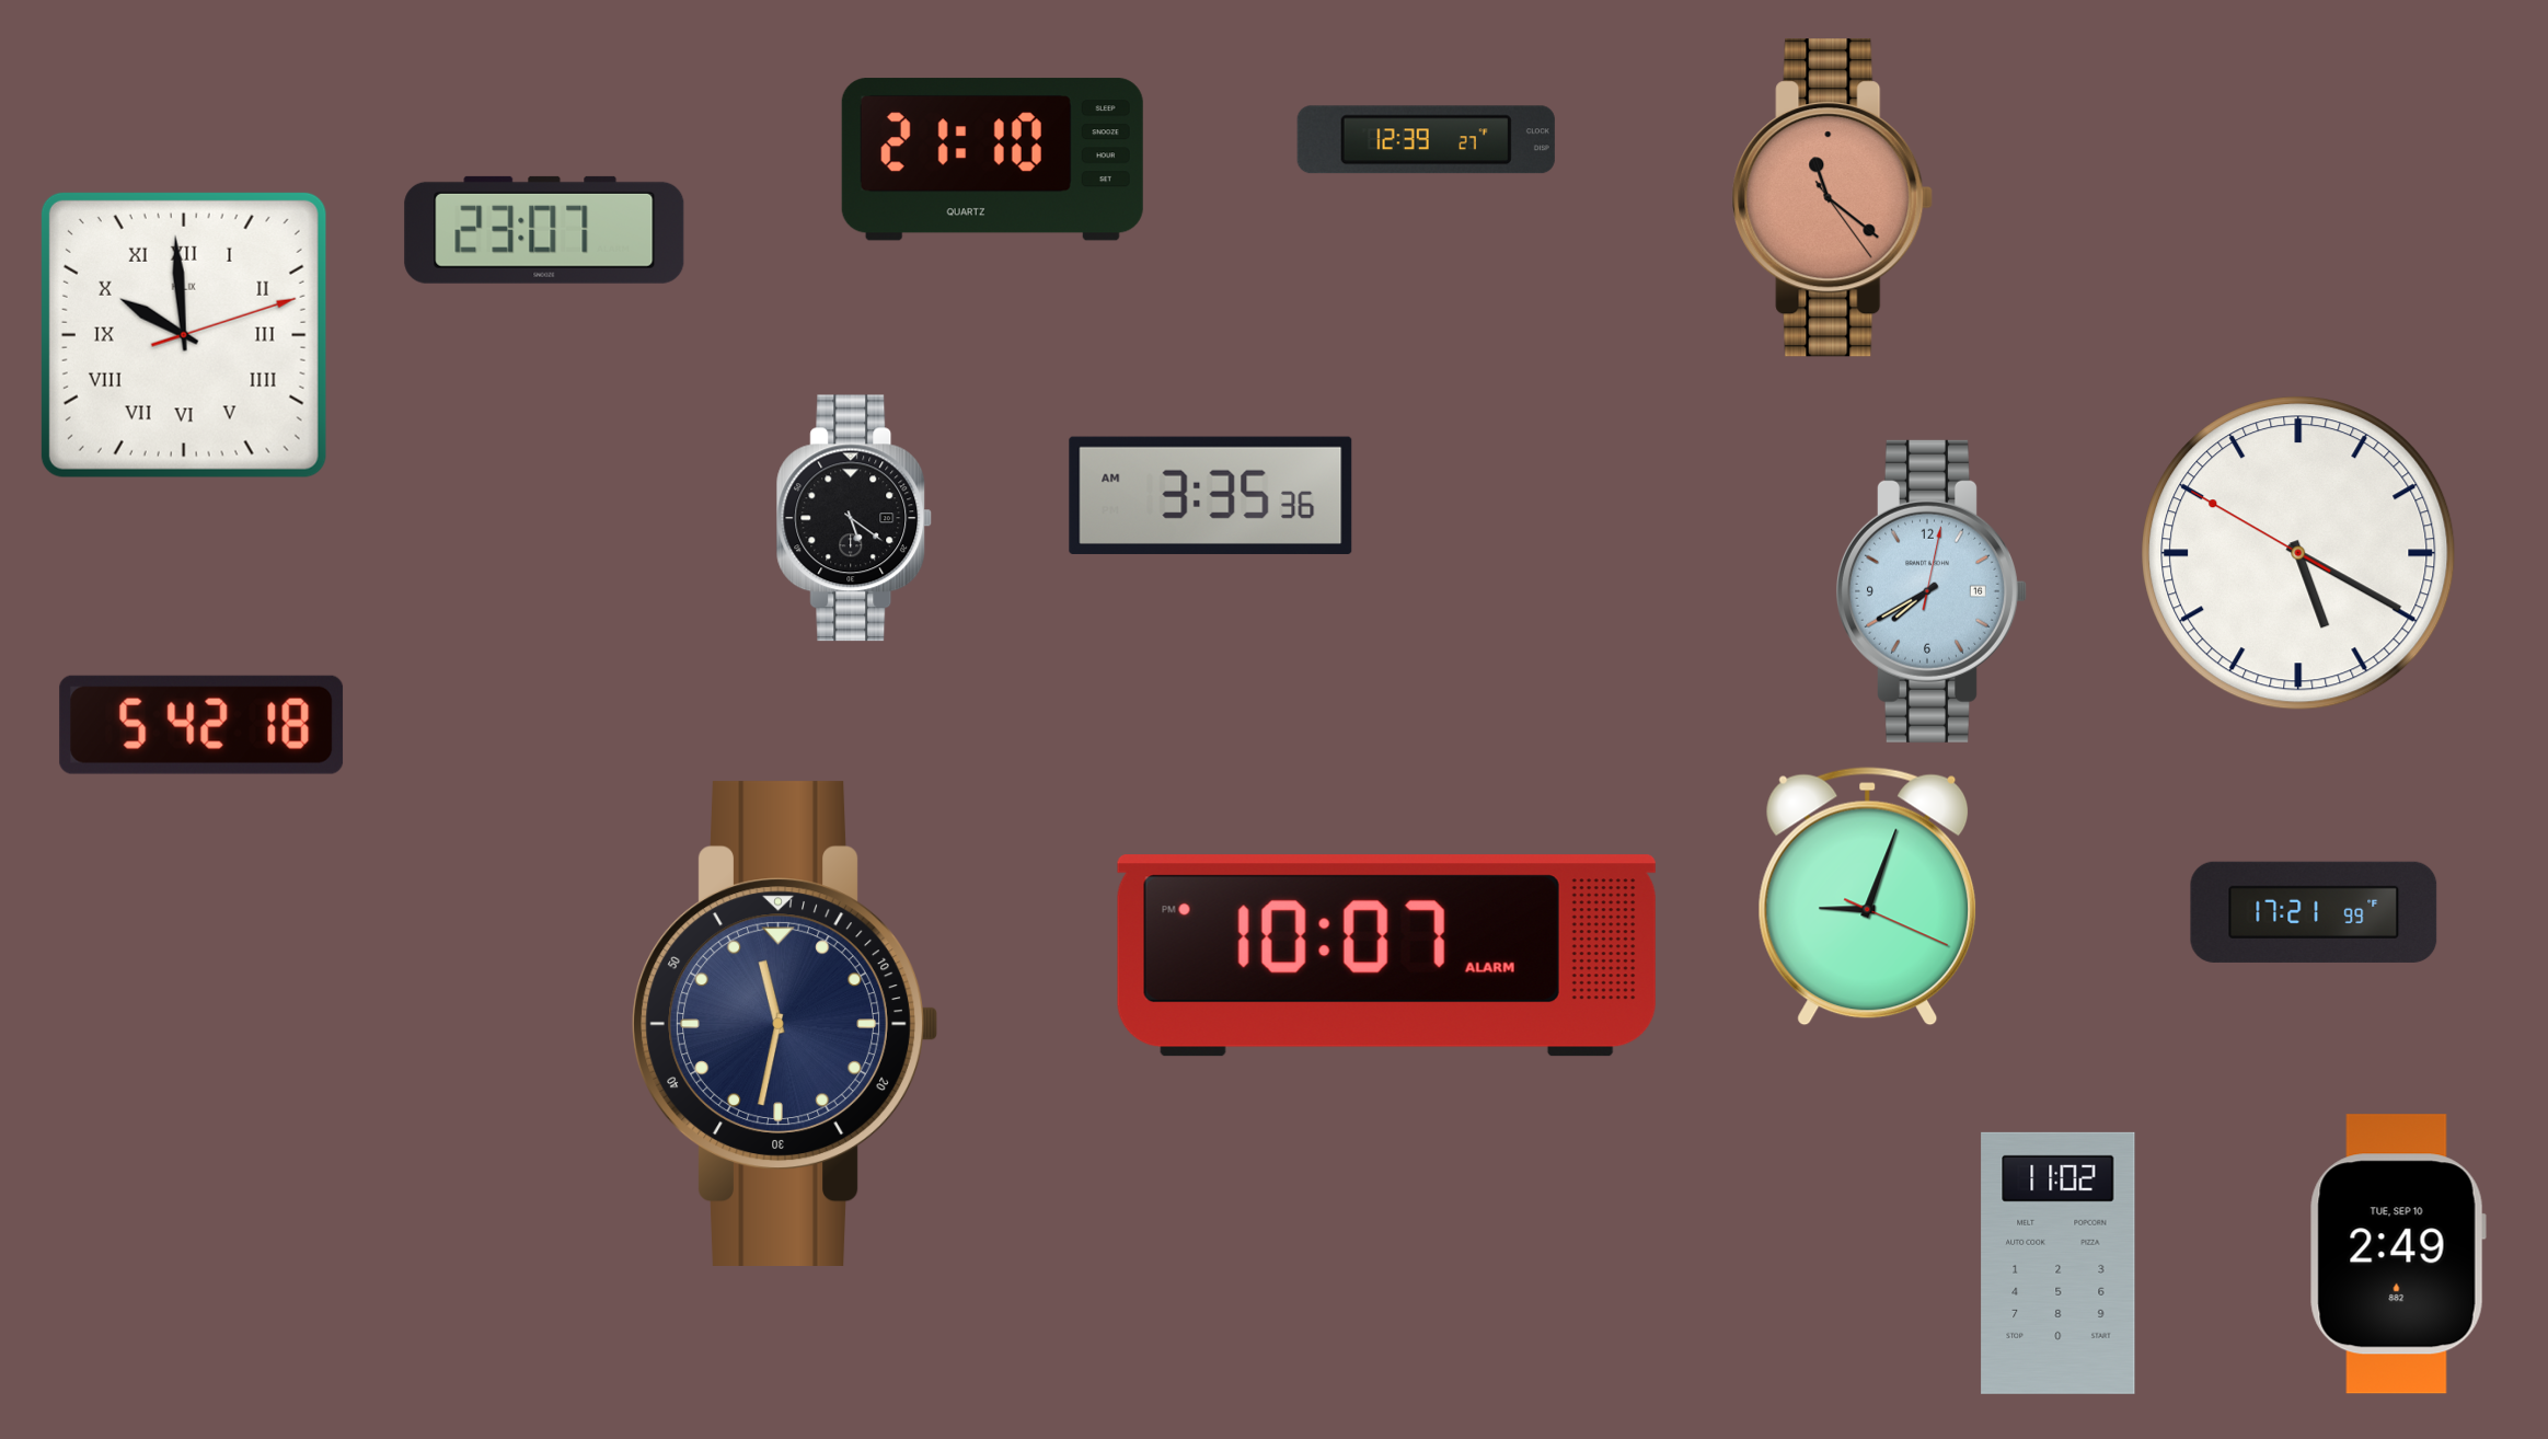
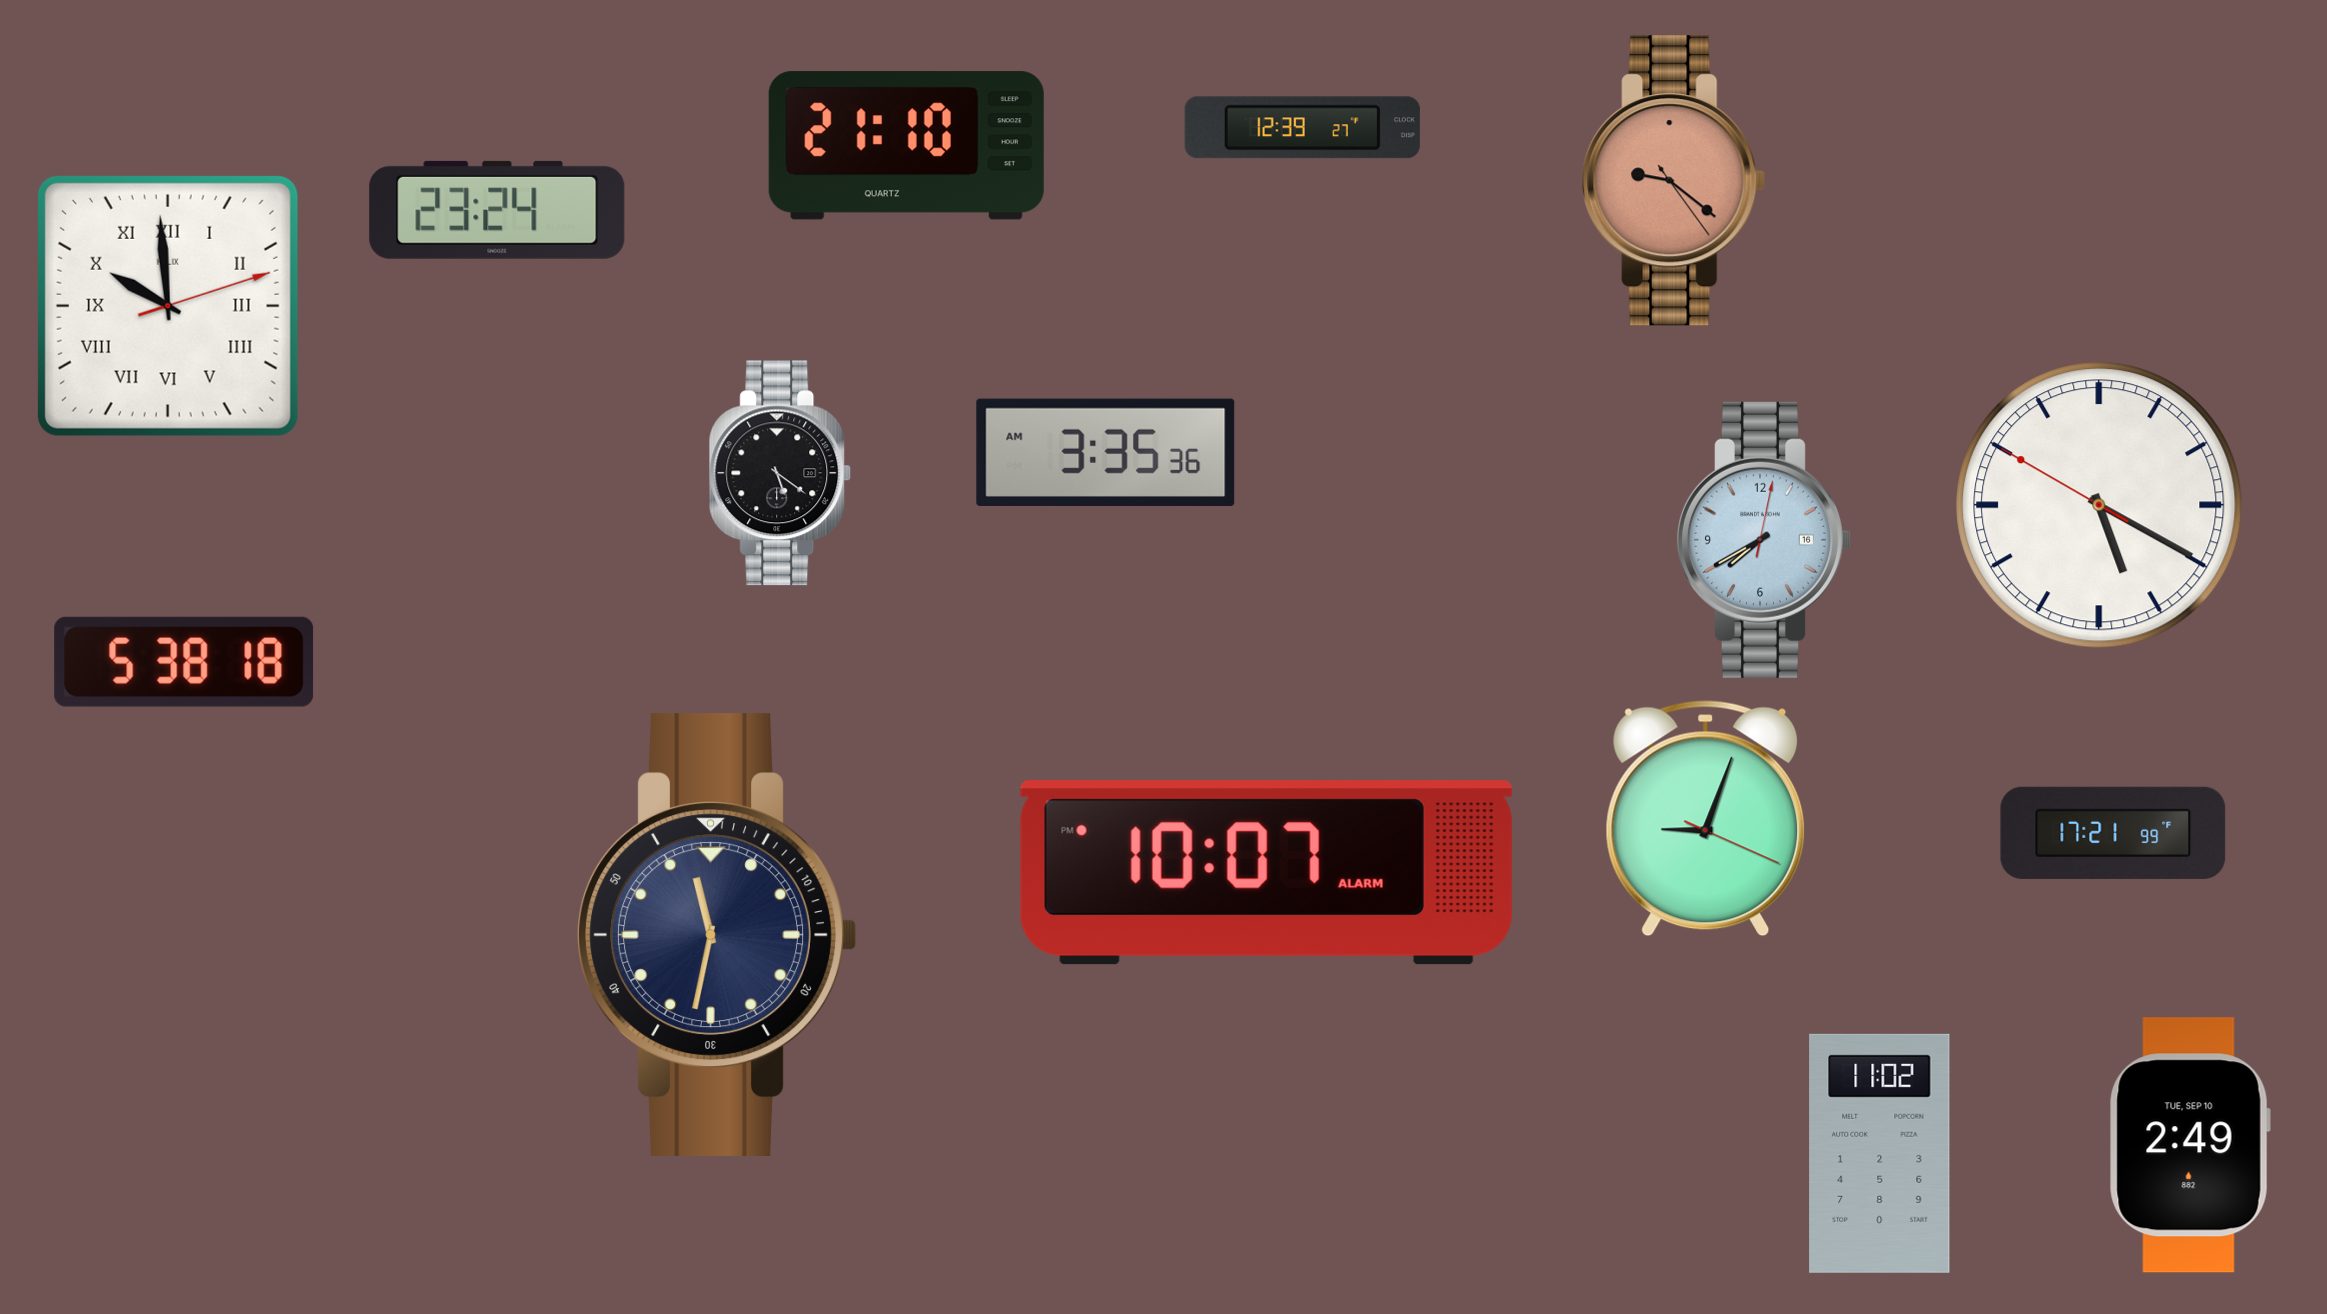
clock at (1833, 198): 11:21 -> 9:21
clock at (544, 230): 23:07 -> 23:24
clock at (201, 725): 5:42 -> 5:38
